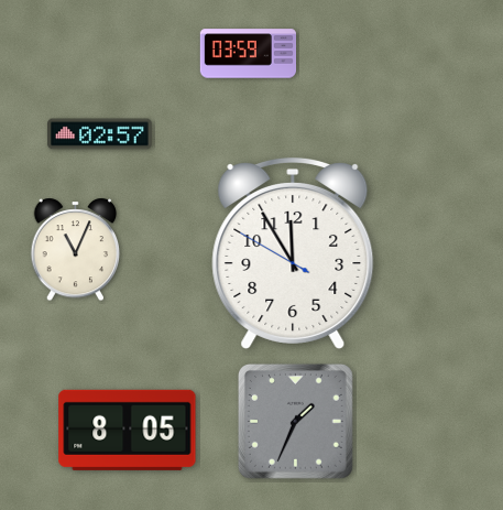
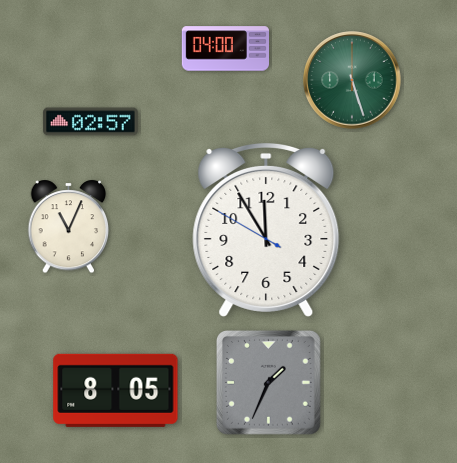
clock at (249, 54): 03:59 -> 04:00
clock at (352, 80): none -> 5:27
